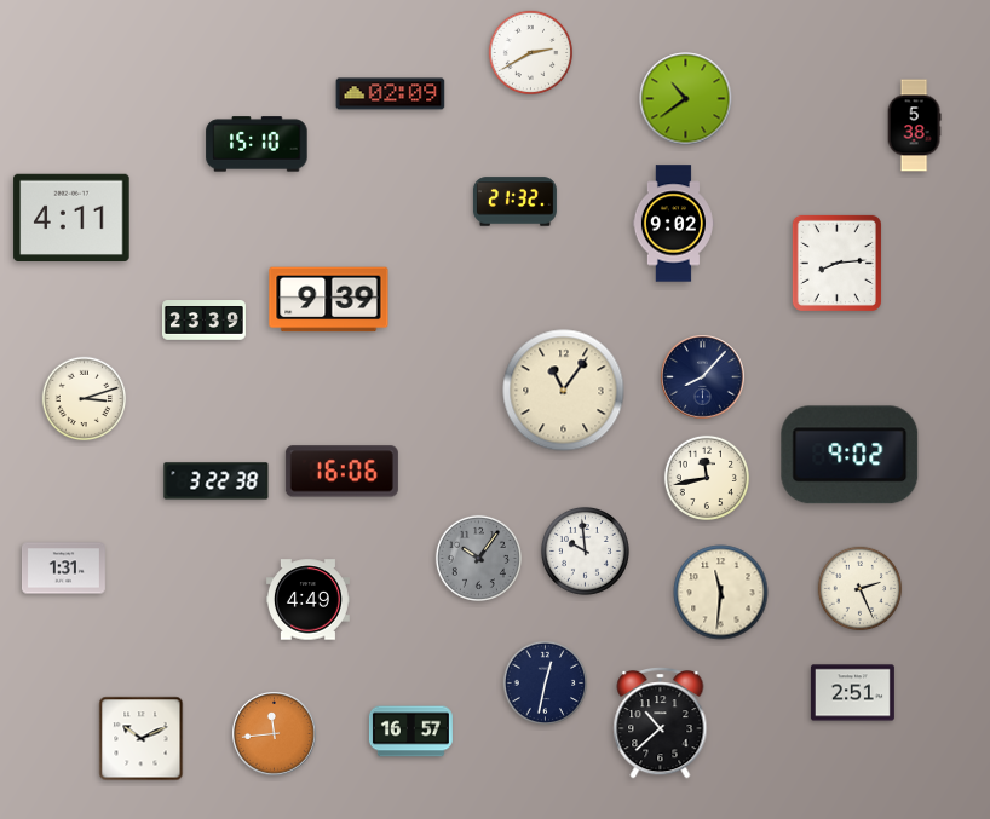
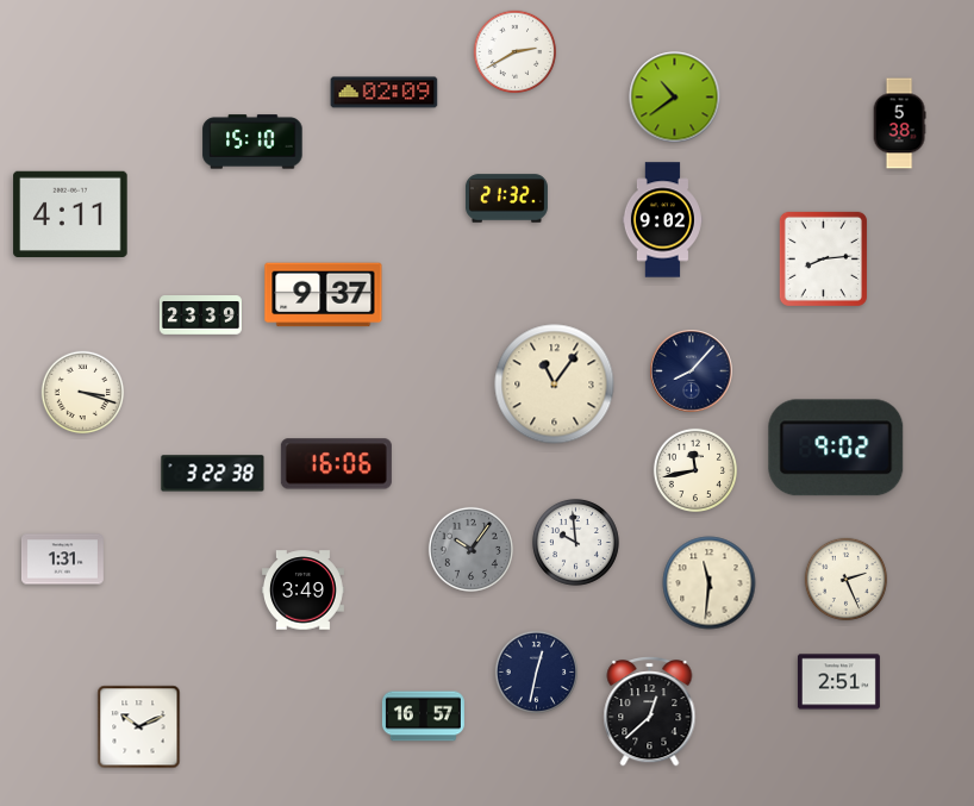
clock at (531, 53) position: (531, 53) -> (516, 52)
clock at (329, 300): 9:39 -> 9:37
clock at (85, 399): 3:12 -> 3:18
clock at (307, 600): 4:49 -> 3:49
clock at (661, 723): 10:38 -> 12:38
clock at (410, 732) position: (410, 732) -> (423, 717)
clock at (275, 734): 11:44 -> none
